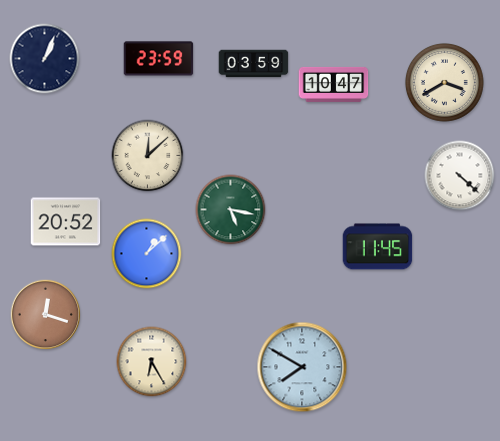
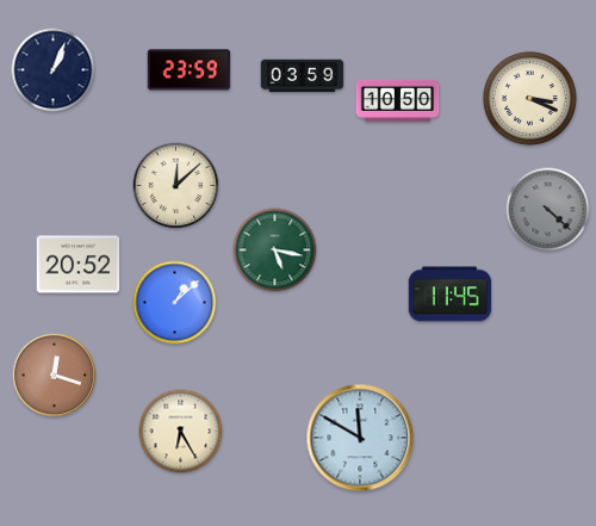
clock at (445, 83): 3:40 -> 3:19
clock at (334, 84): 10:47 -> 10:50
clock at (460, 176) dial: white -> grey
clock at (302, 367): 7:50 -> 11:50
